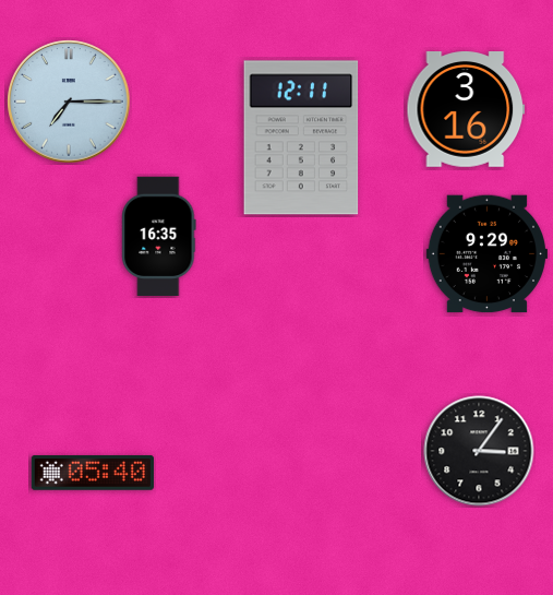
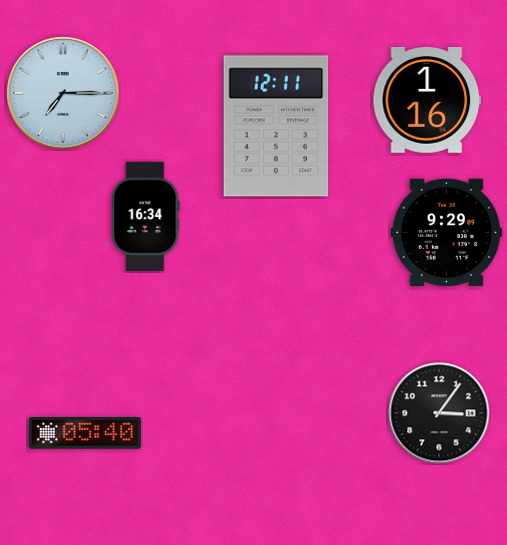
clock at (466, 109): 3:16 -> 1:16
clock at (159, 237): 16:35 -> 16:34
